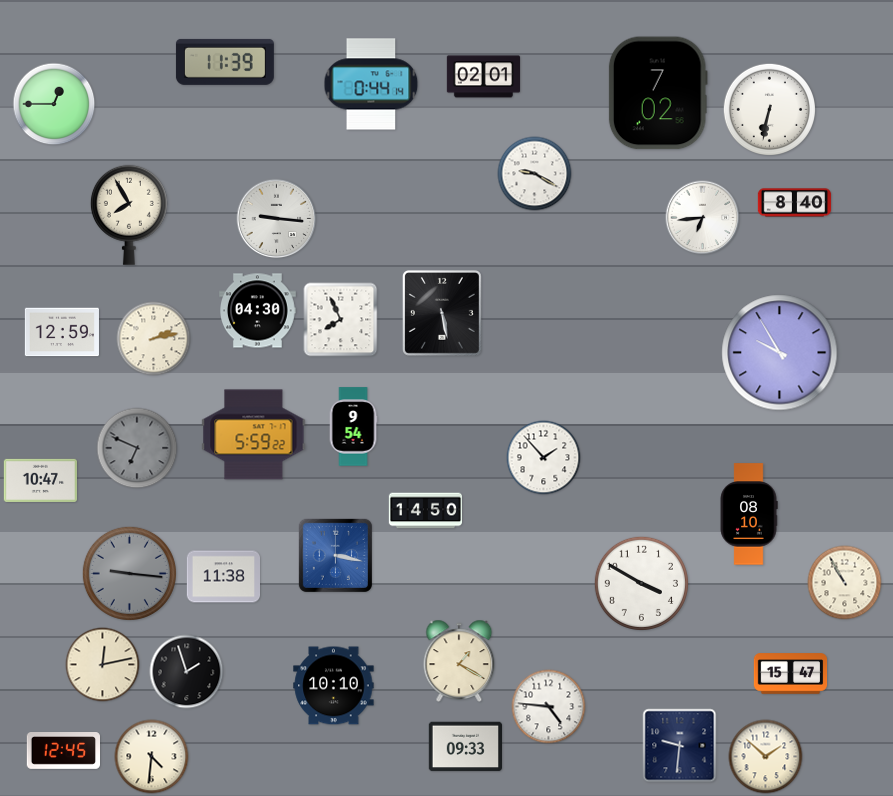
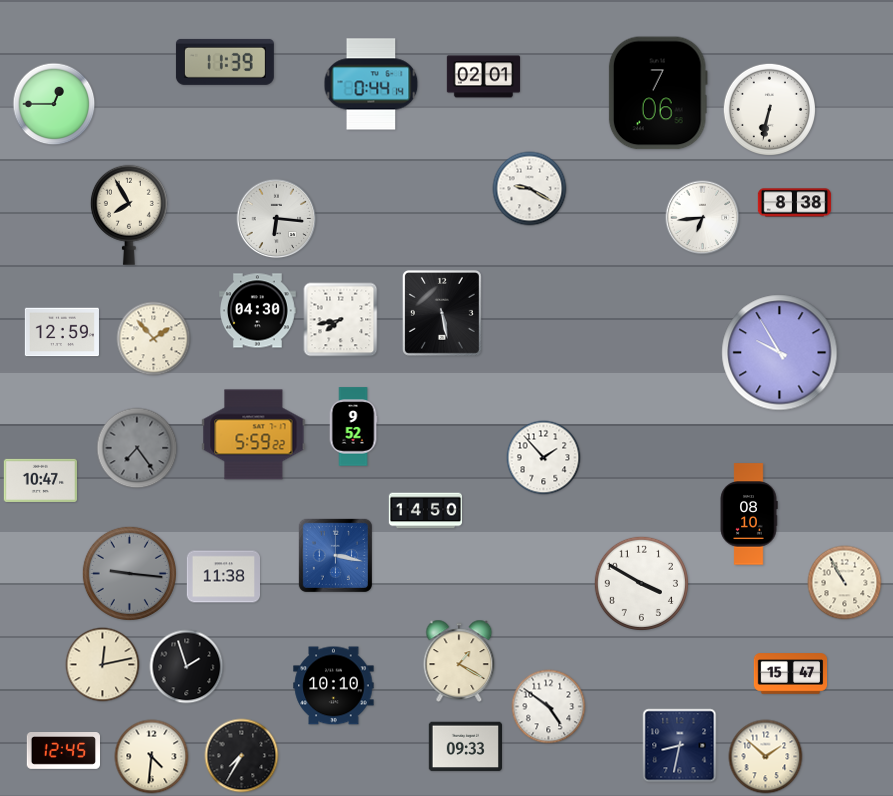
clock at (658, 93): 7:02 -> 7:06
clock at (535, 174) position: (535, 174) -> (530, 189)
clock at (795, 203): 8:40 -> 8:38
clock at (277, 219): 9:16 -> 6:16
clock at (341, 320): 7:56 -> 7:43
clock at (154, 339): 2:13 -> 1:53
clock at (353, 427): 9:54 -> 9:52
clock at (137, 448): 6:49 -> 7:24
clock at (187, 672) position: (187, 672) -> (187, 667)
clock at (549, 707): 4:46 -> 4:51
clock at (680, 746): 9:31 -> 8:32
clock at (242, 756): none -> 7:35
